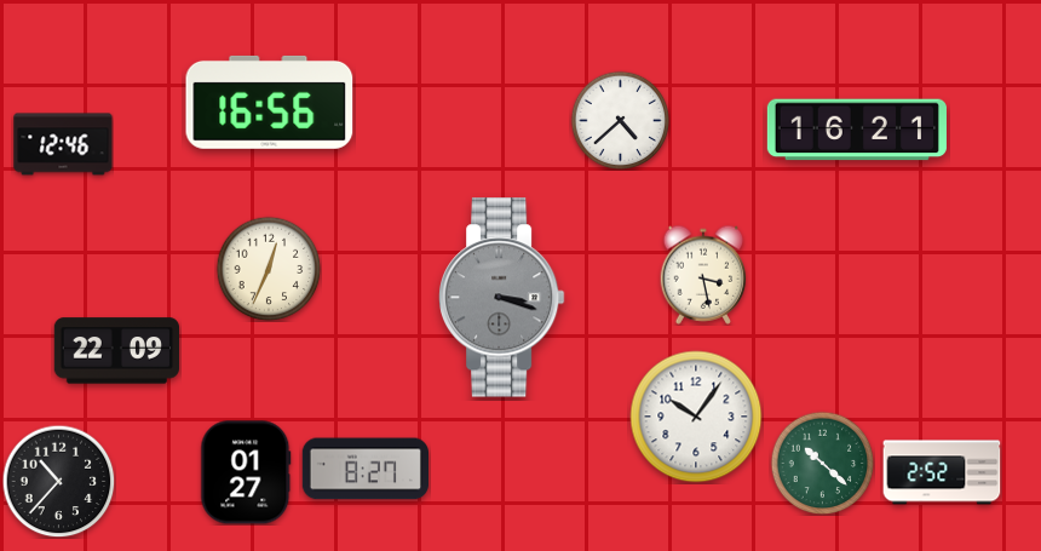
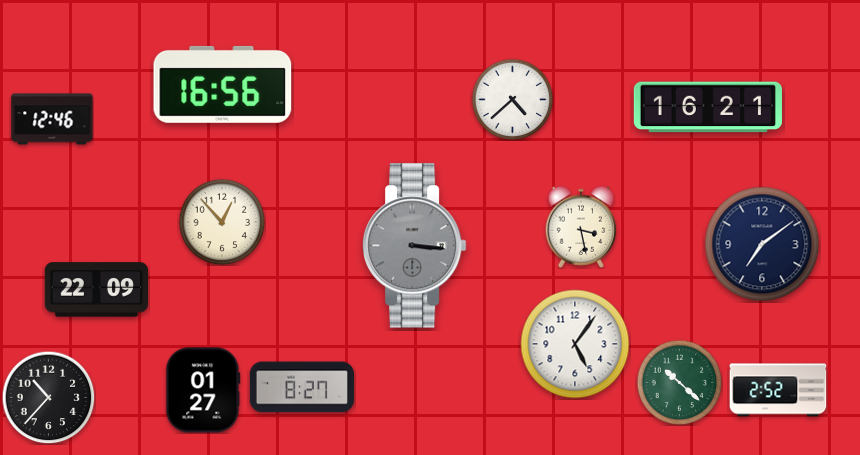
clock at (269, 269): 12:34 -> 12:53
clock at (762, 244): none -> 7:09
clock at (501, 298): 3:18 -> 3:16
clock at (696, 417): 10:06 -> 5:06
